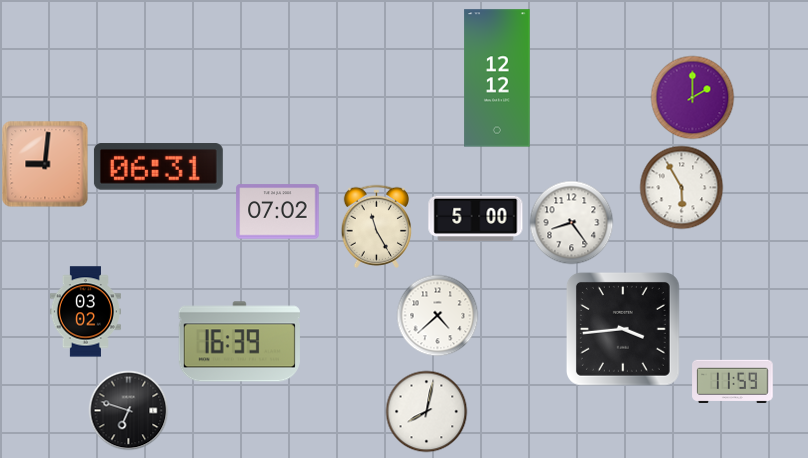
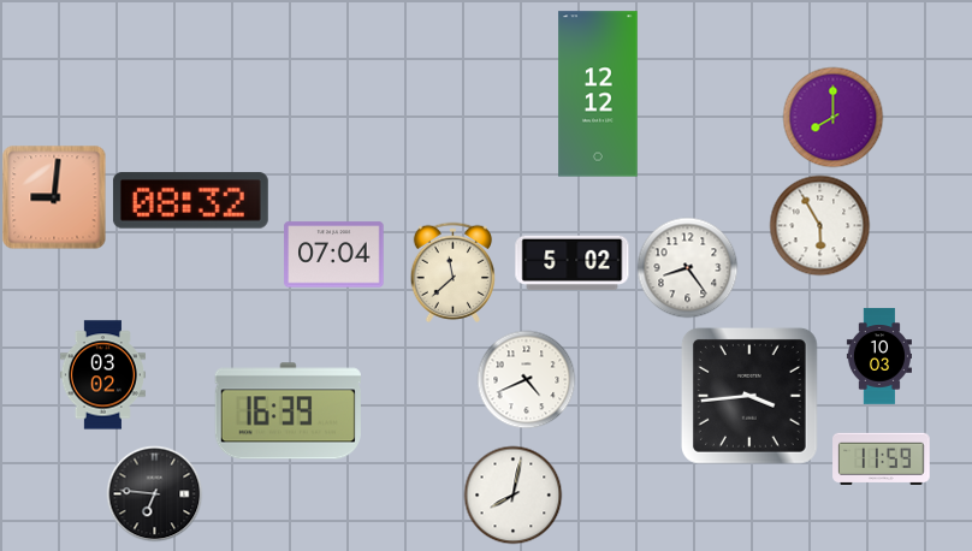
clock at (692, 97): 2:00 -> 8:00
clock at (158, 167): 06:31 -> 08:32
clock at (278, 212): 07:02 -> 07:04
clock at (476, 219): 5:00 -> 5:02
clock at (376, 226): 11:25 -> 11:38
clock at (879, 356): none -> 10:03
clock at (437, 315): 4:38 -> 4:41
clock at (128, 410): 6:48 -> 6:46
